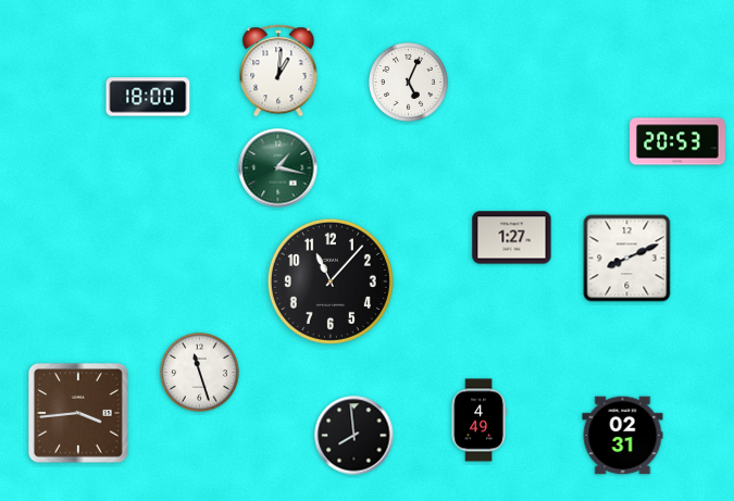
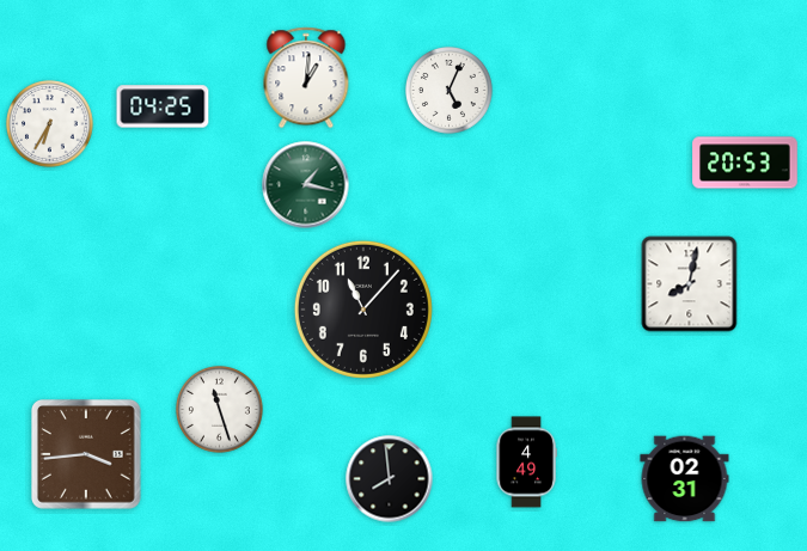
clock at (148, 97): 18:00 -> 04:25
clock at (50, 124): none -> 6:35
clock at (677, 141) position: (677, 141) -> (745, 163)
clock at (512, 238): 1:27 -> none
clock at (627, 259): 8:11 -> 8:02
